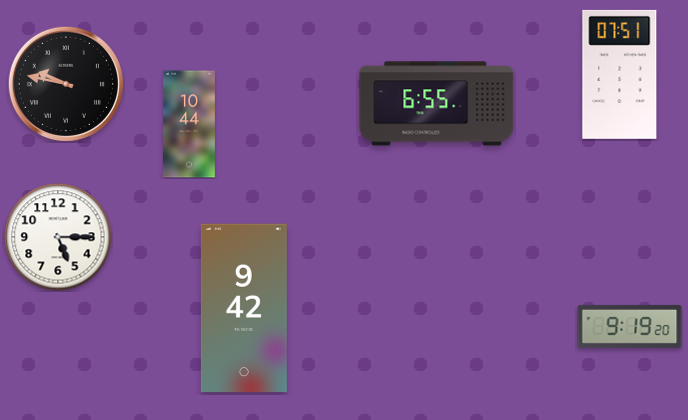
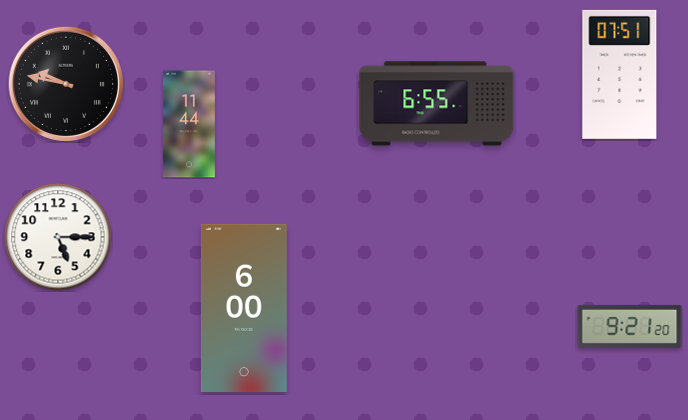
clock at (189, 124): 10:44 -> 11:44
clock at (244, 308): 9:42 -> 6:00
clock at (630, 326): 9:19 -> 9:21
